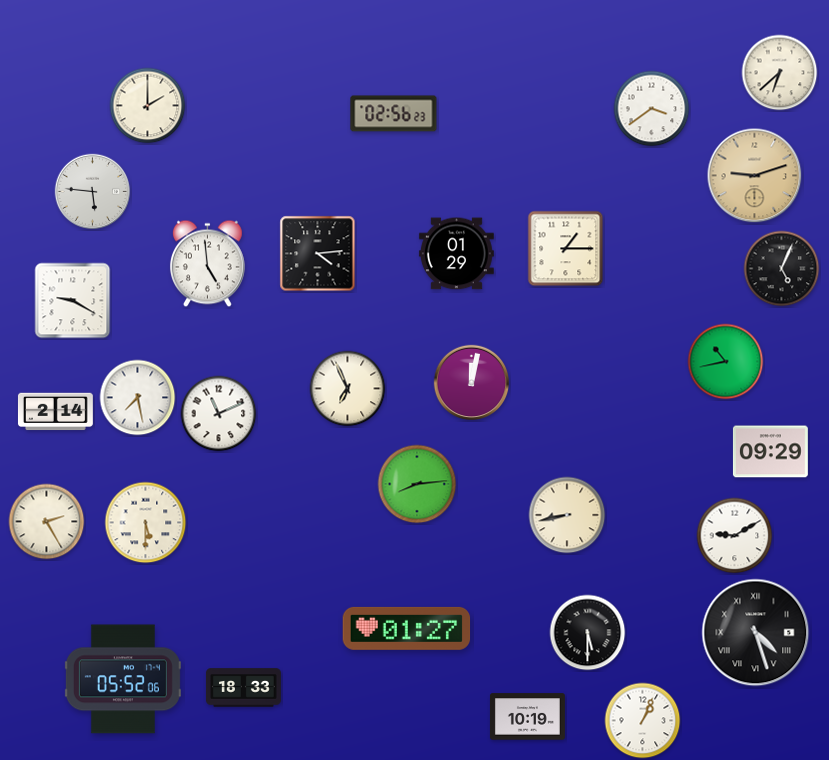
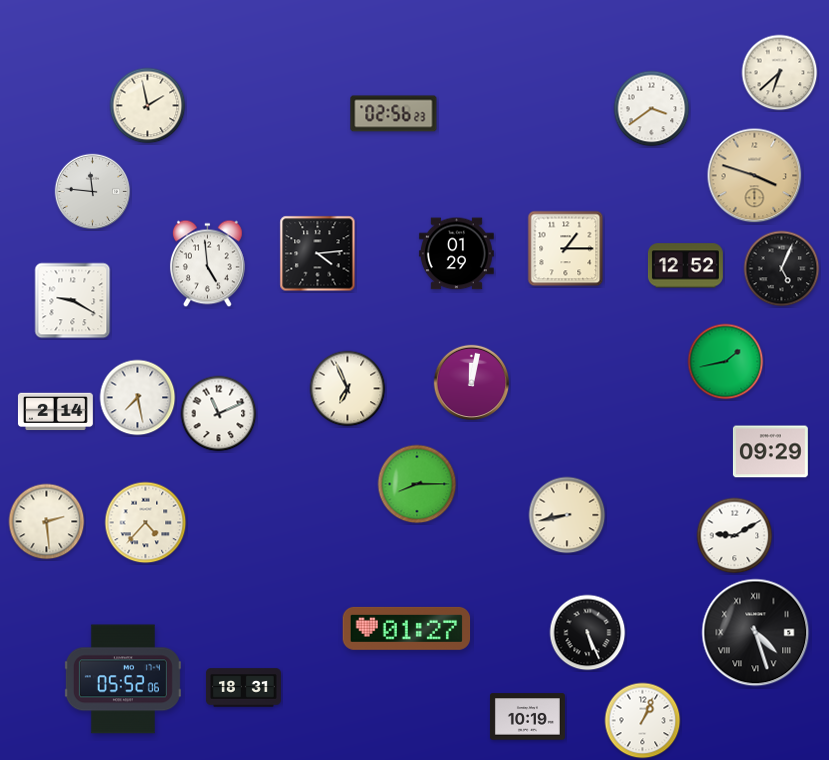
clock at (148, 106): 2:00 -> 1:58
clock at (755, 176): 9:12 -> 3:48
clock at (93, 192): 5:46 -> 11:46
clock at (685, 266): none -> 12:52
clock at (726, 362): 10:43 -> 1:43
clock at (417, 484): 8:14 -> 8:15
clock at (47, 522): 2:25 -> 2:29
clock at (146, 523): 5:30 -> 4:37
clock at (588, 633): 5:30 -> 5:26
clock at (243, 688): 18:33 -> 18:31
